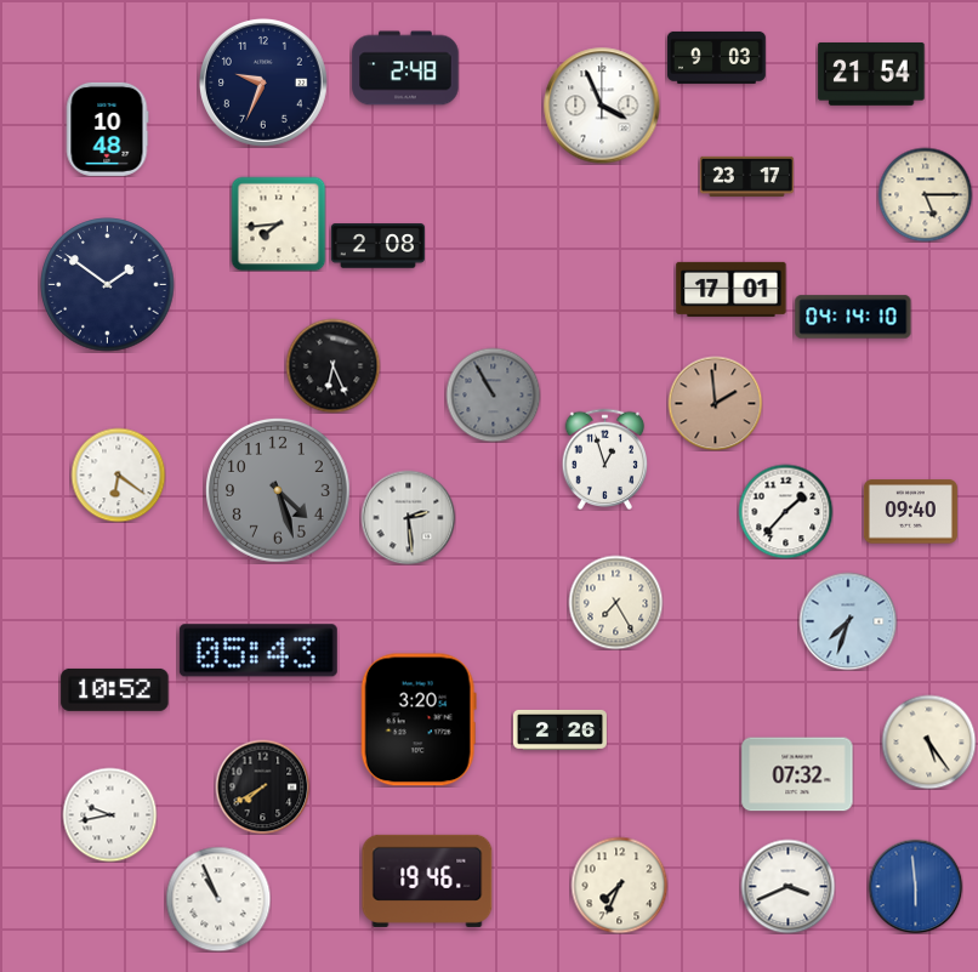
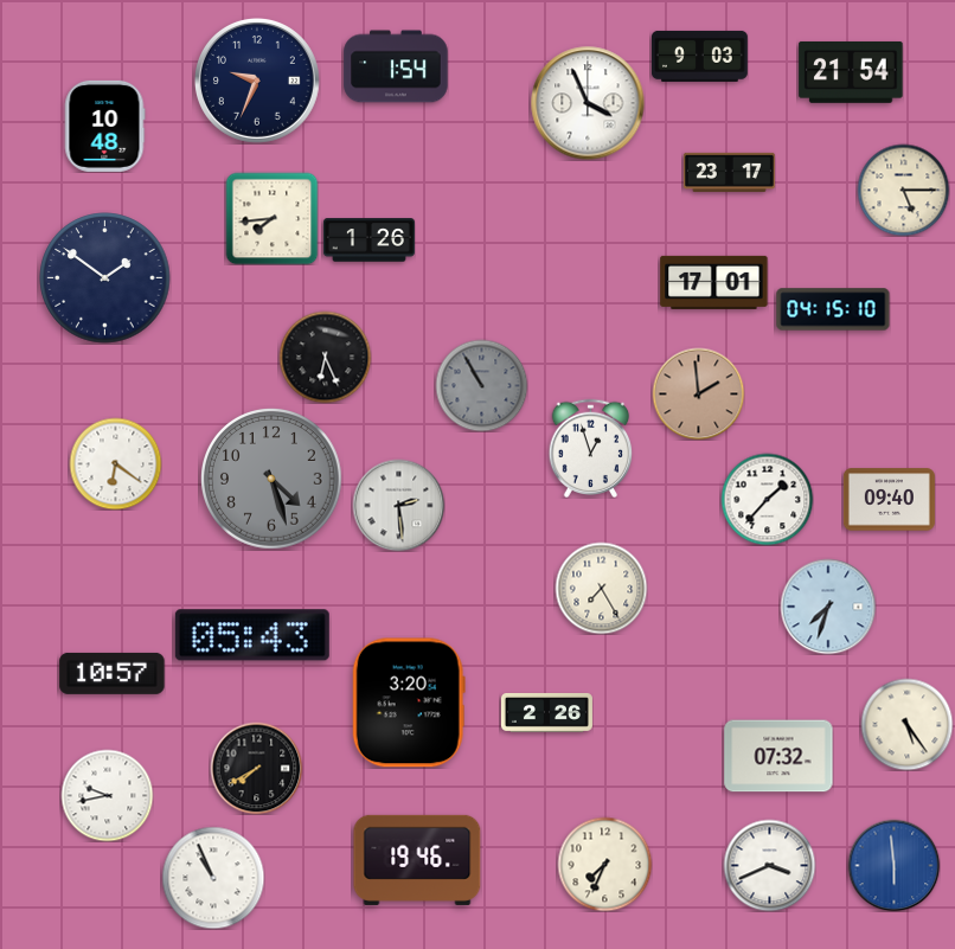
clock at (405, 68): 2:48 -> 1:54
clock at (377, 246): 2:08 -> 1:26
clock at (853, 317): 04:14 -> 04:15
clock at (115, 689): 10:52 -> 10:57
